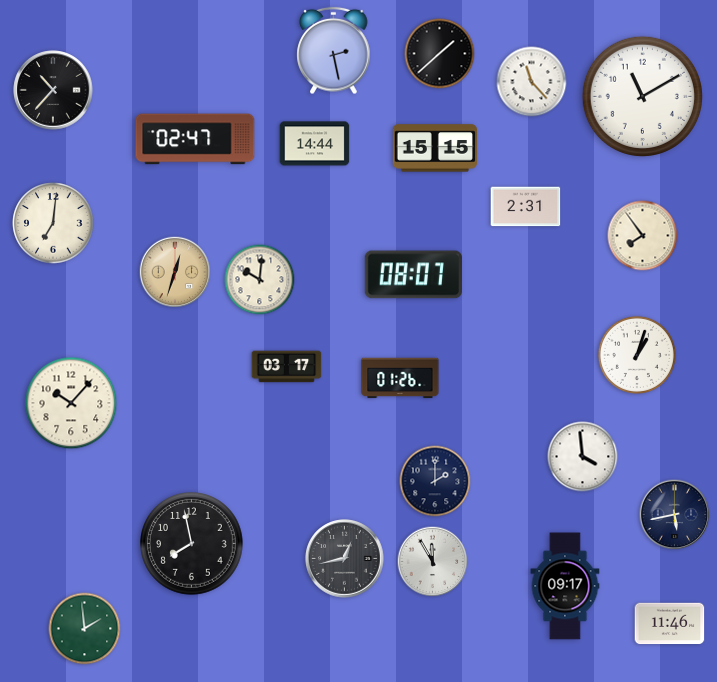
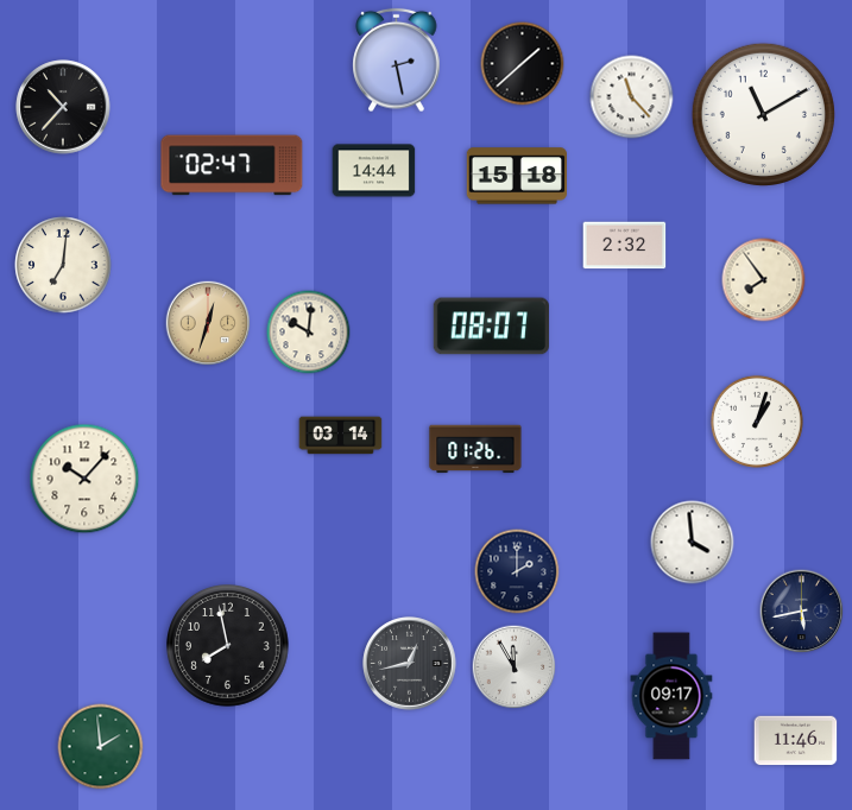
clock at (434, 148): 15:15 -> 15:18
clock at (526, 207): 2:31 -> 2:32
clock at (287, 367): 03:17 -> 03:14
